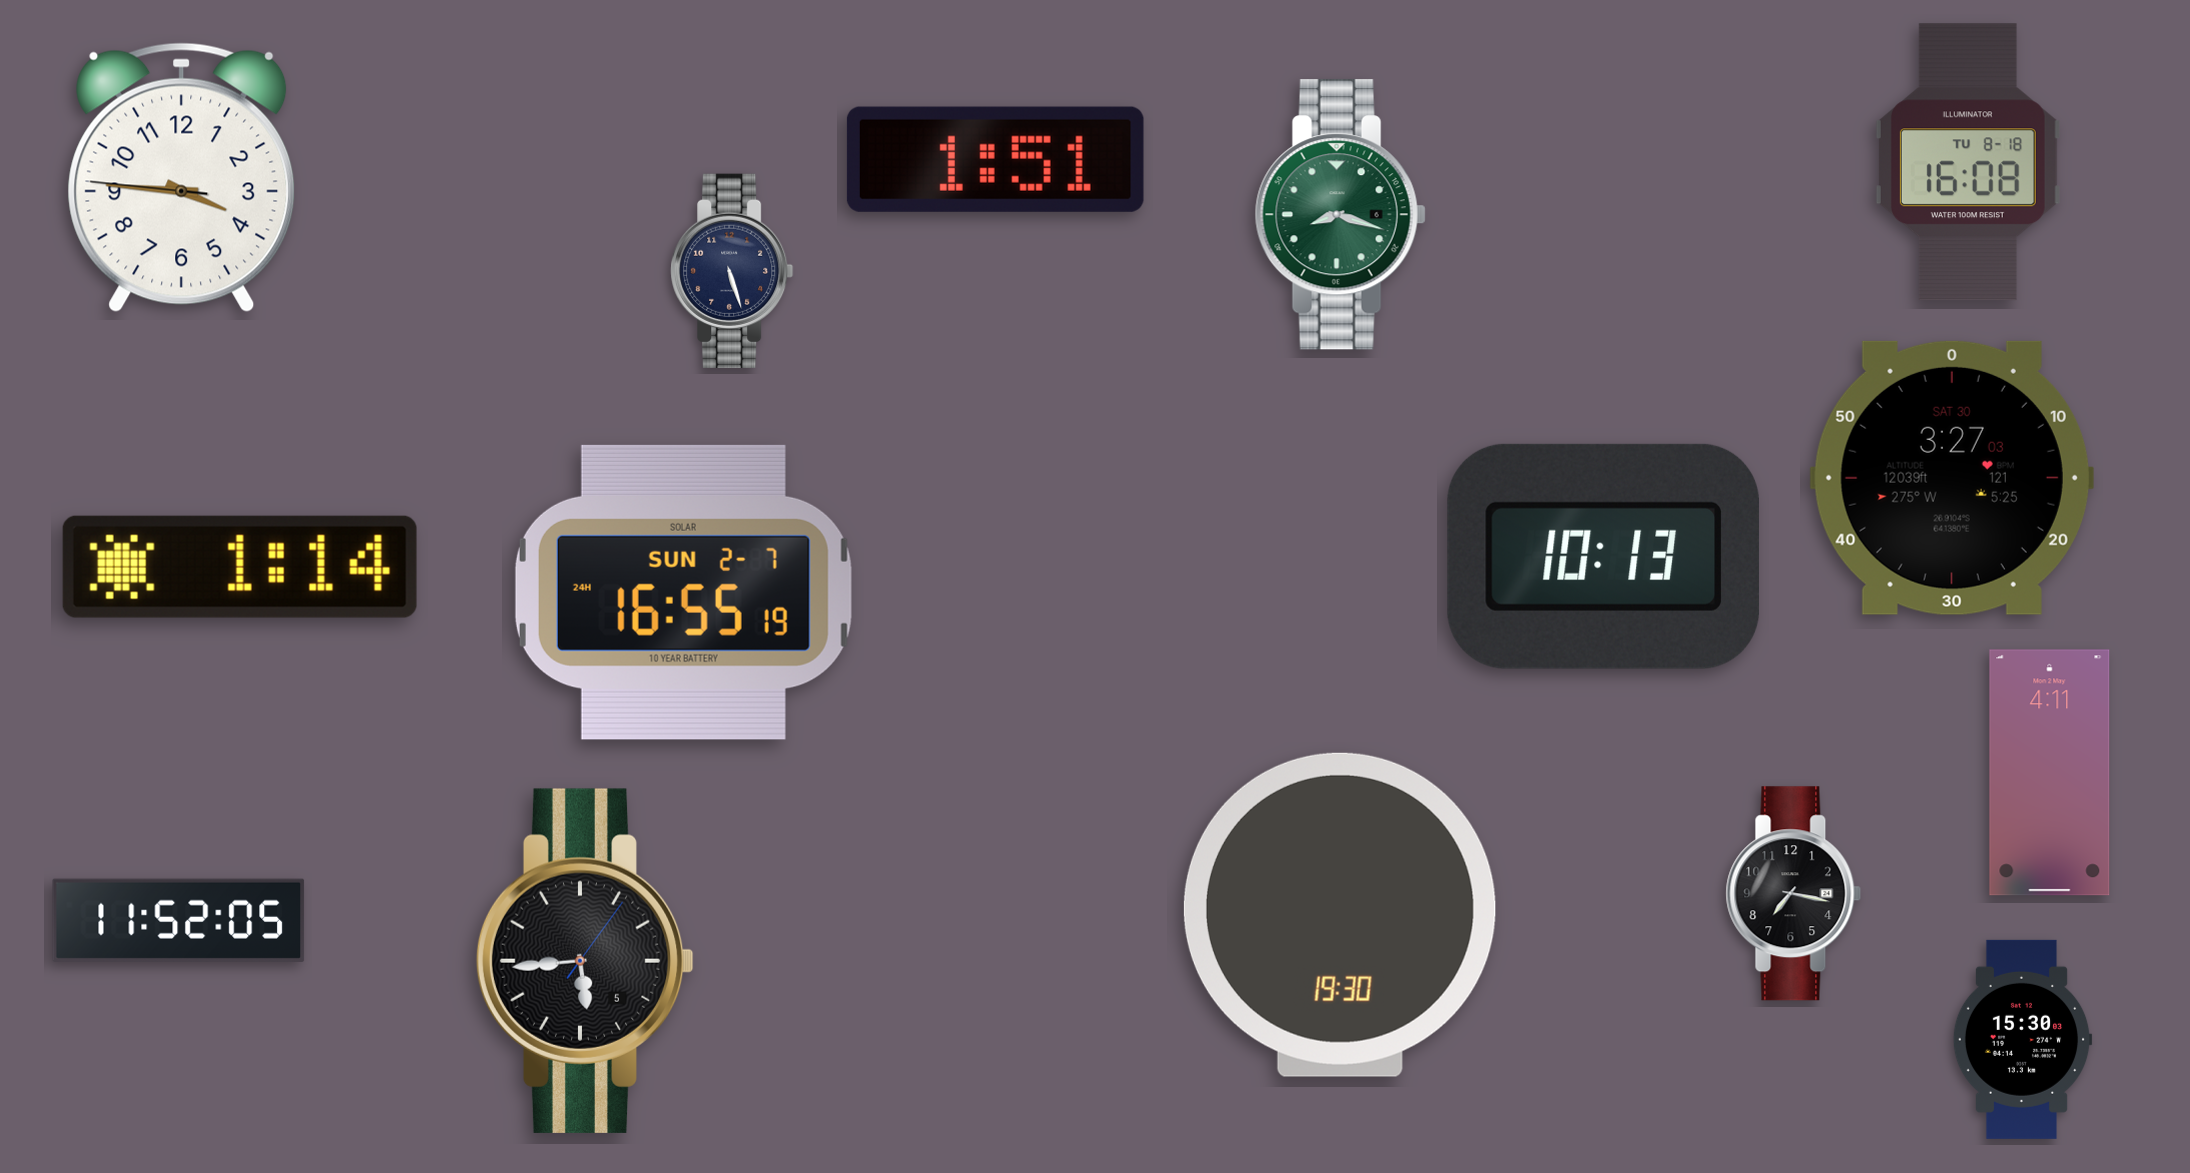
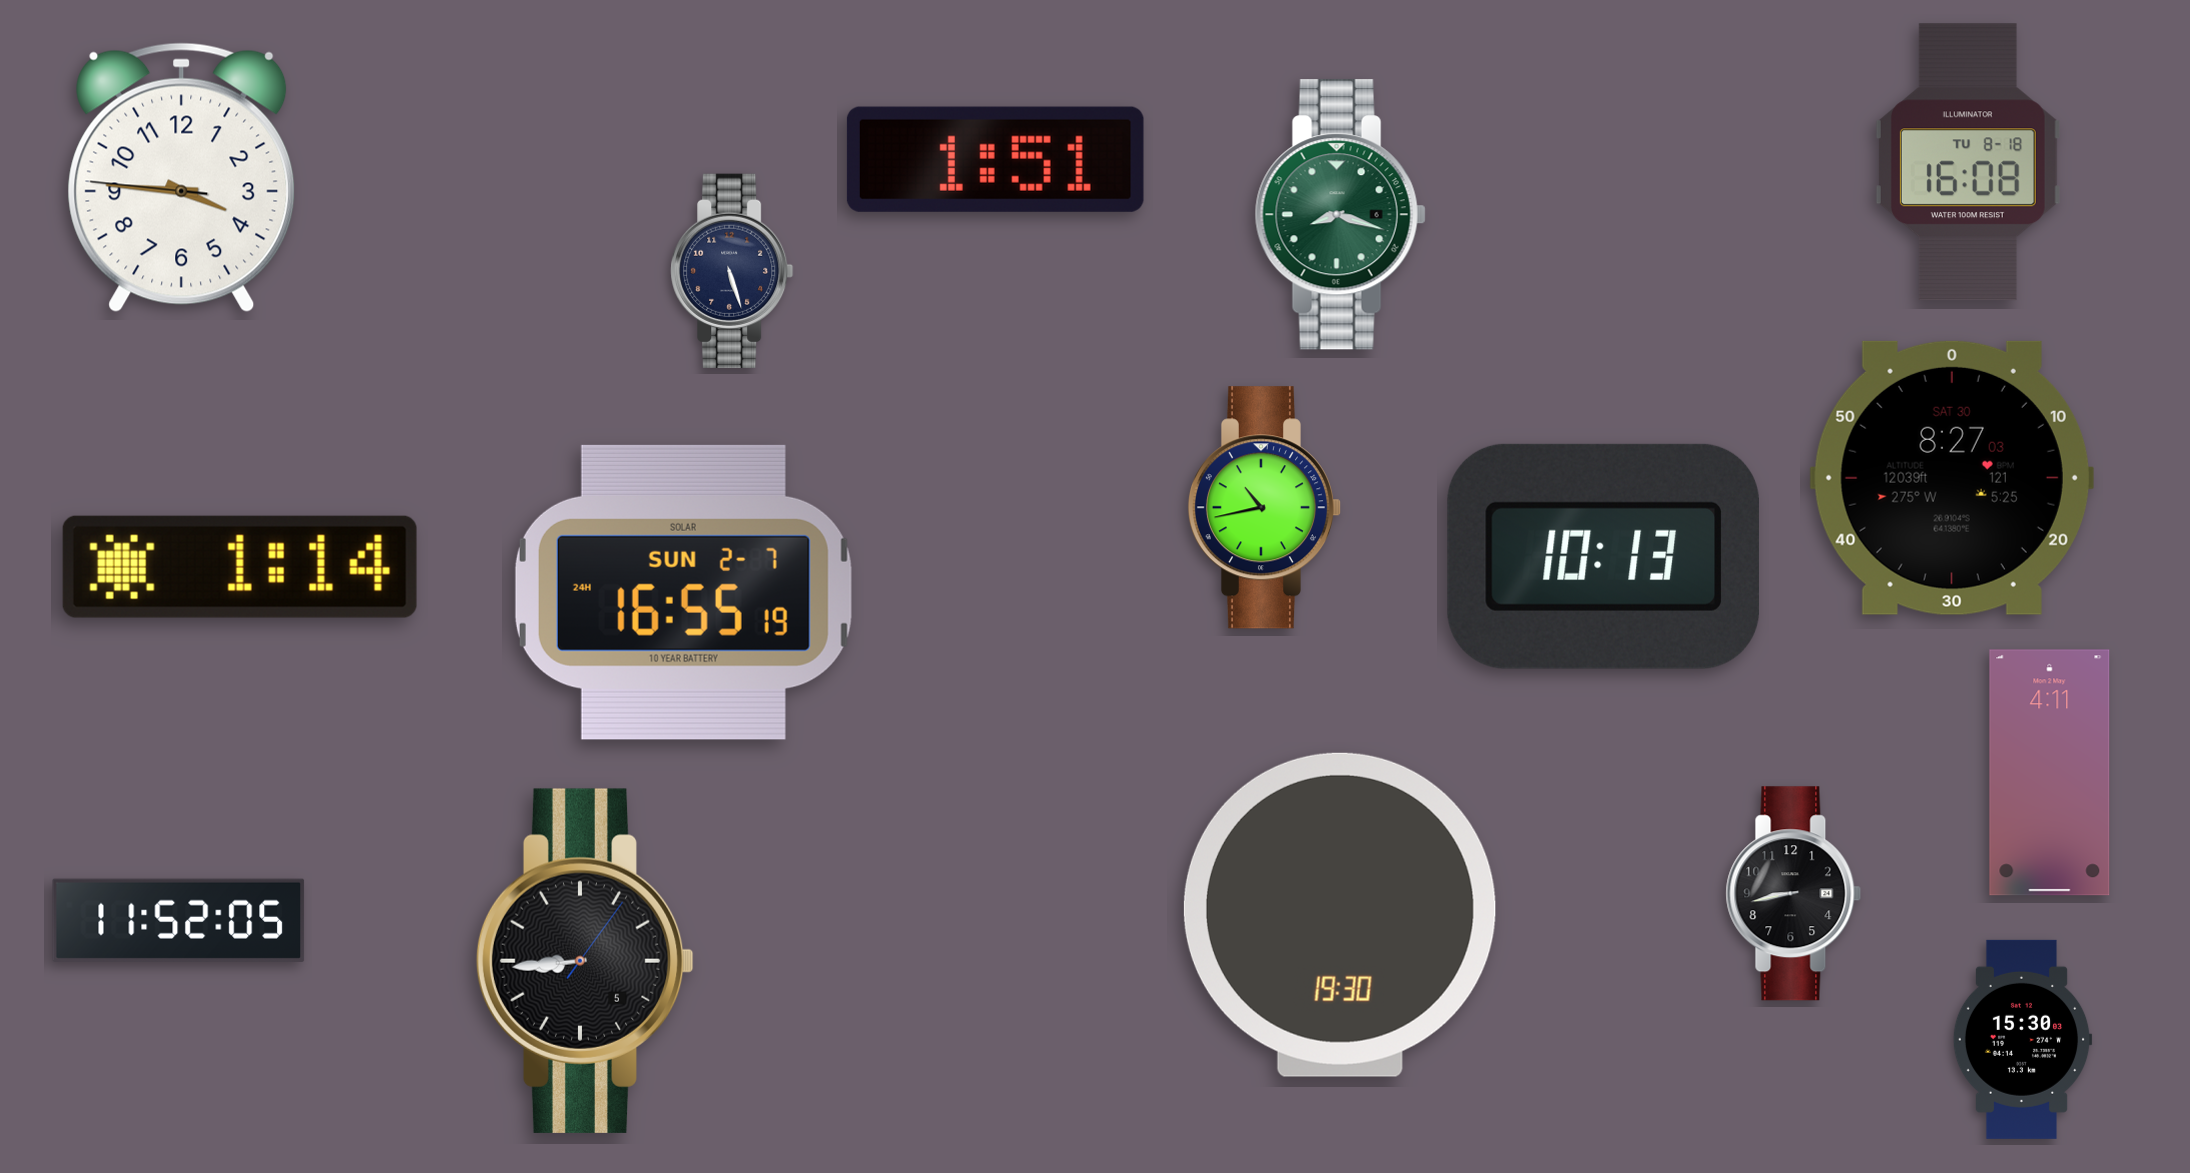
clock at (1952, 478): 3:27 -> 8:27
clock at (1264, 508): none -> 10:43
clock at (1794, 894): 7:17 -> 8:43
clock at (585, 961): 5:44 -> 8:44
